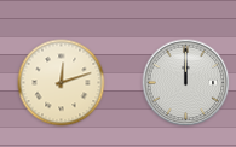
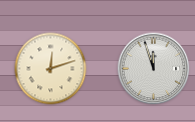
clock at (186, 83): 12:00 -> 11:57
